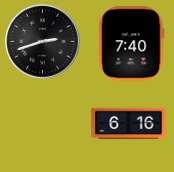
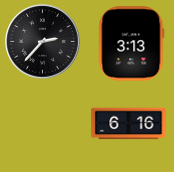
clock at (43, 42): 2:42 -> 2:37
clock at (132, 44): 7:40 -> 3:13
